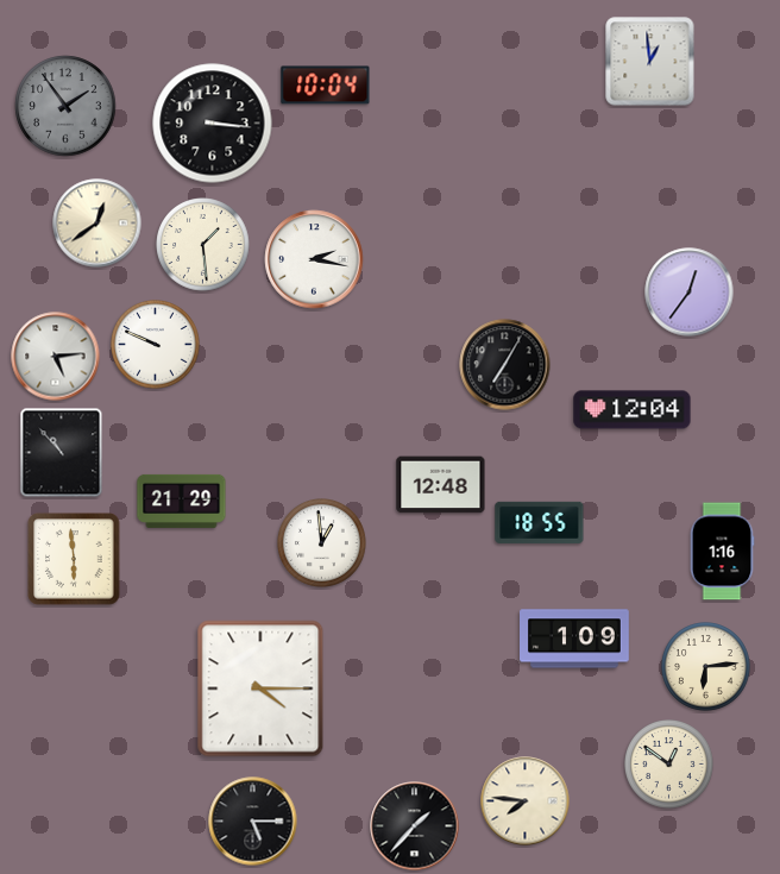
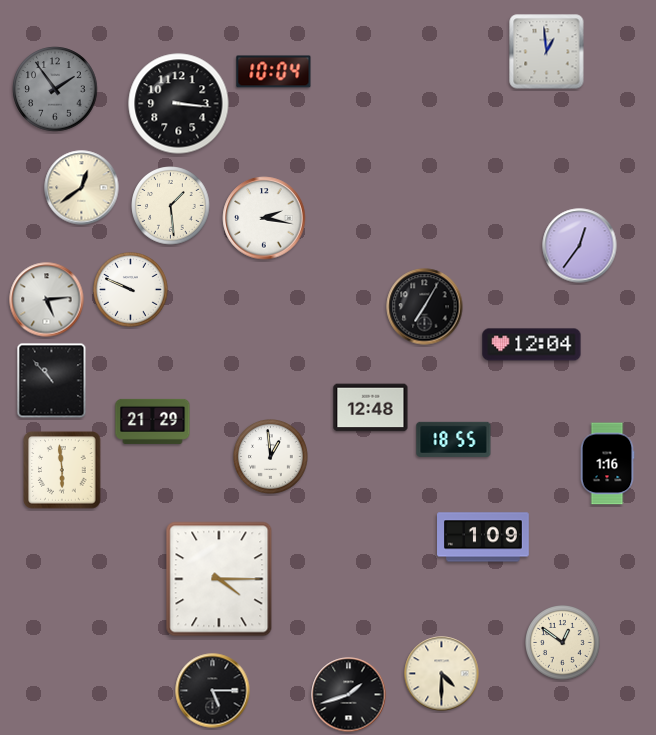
clock at (706, 667): 6:14 -> none
clock at (526, 801): 7:46 -> 4:30
clock at (415, 826): 1:37 -> 1:42
